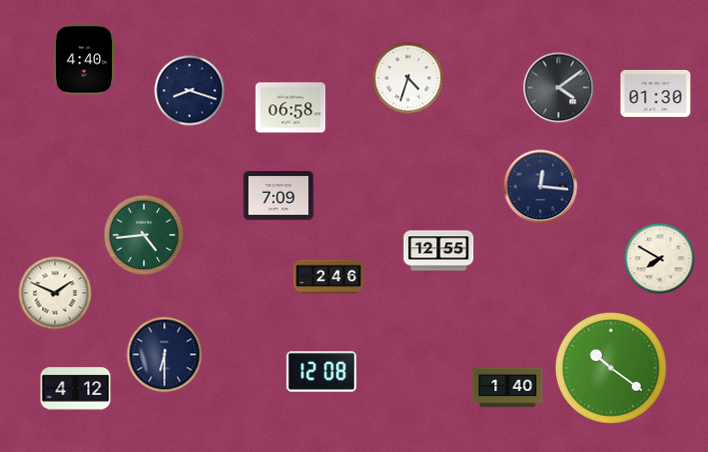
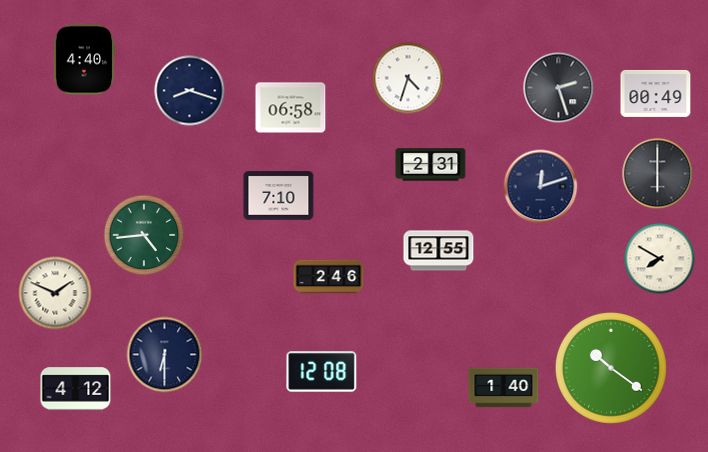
clock at (559, 88): 4:09 -> 2:27
clock at (656, 93): 01:30 -> 00:49
clock at (431, 165): none -> 2:31
clock at (658, 174): none -> 6:00
clock at (541, 187): 12:16 -> 12:12
clock at (279, 196): 7:09 -> 7:10
clock at (508, 388) position: (508, 388) -> (504, 388)
